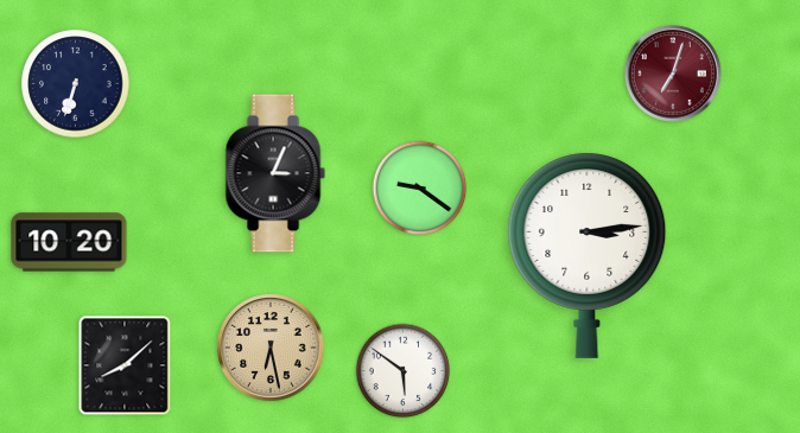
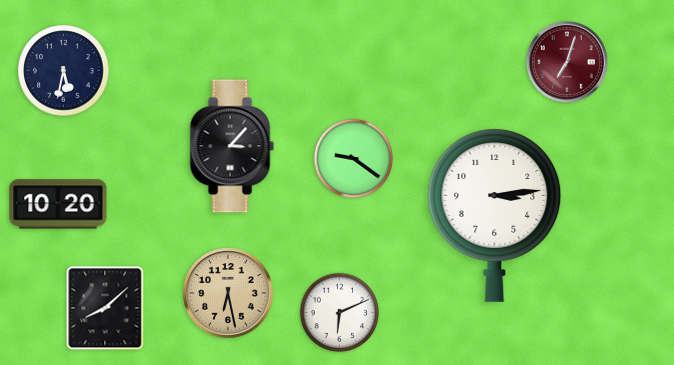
clock at (76, 84): 6:33 -> 5:32
clock at (275, 173): 3:04 -> 3:07
clock at (404, 371): 5:51 -> 6:11
